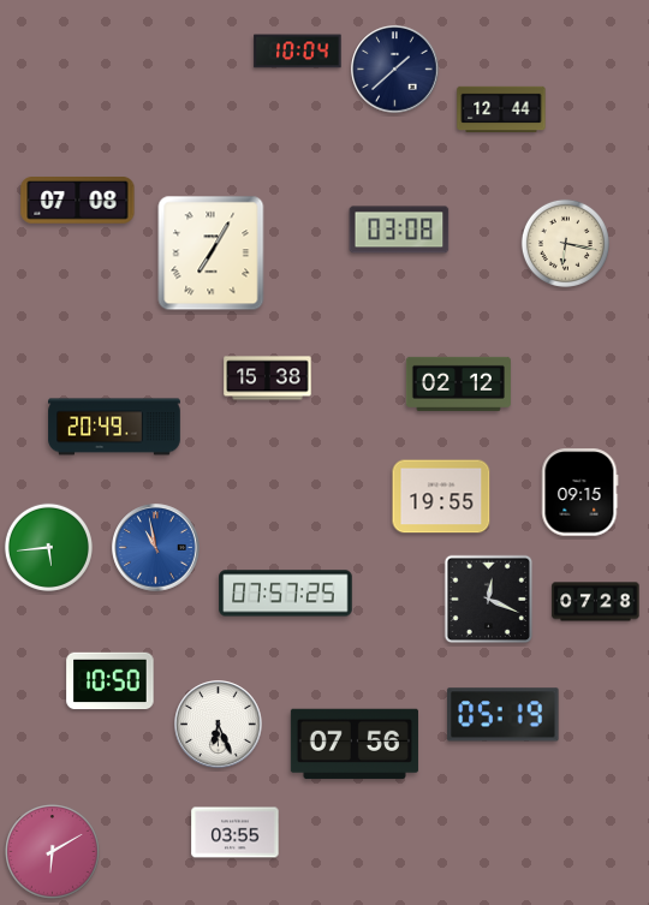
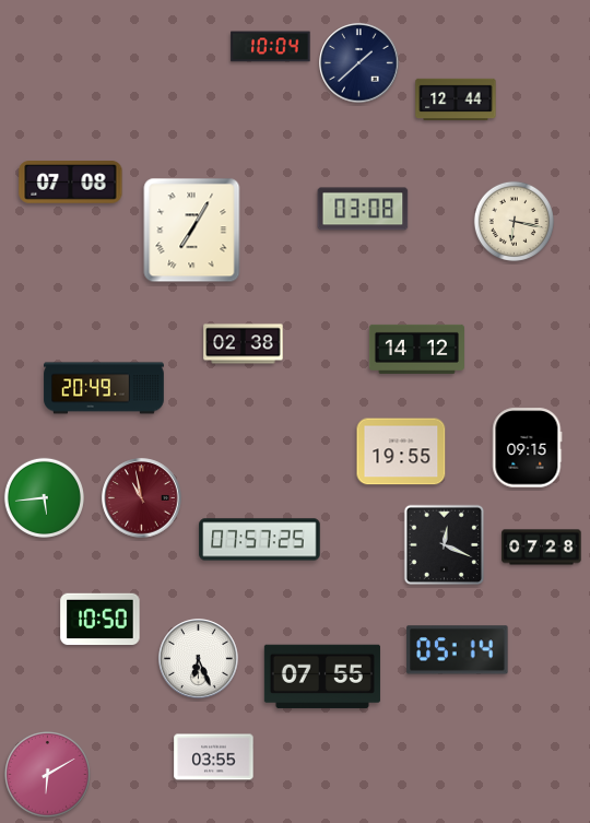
clock at (268, 379): 15:38 -> 02:38
clock at (458, 383): 02:12 -> 14:12
clock at (156, 548) dial: blue -> burgundy
clock at (504, 715): 05:19 -> 05:14
clock at (355, 744): 07:56 -> 07:55
